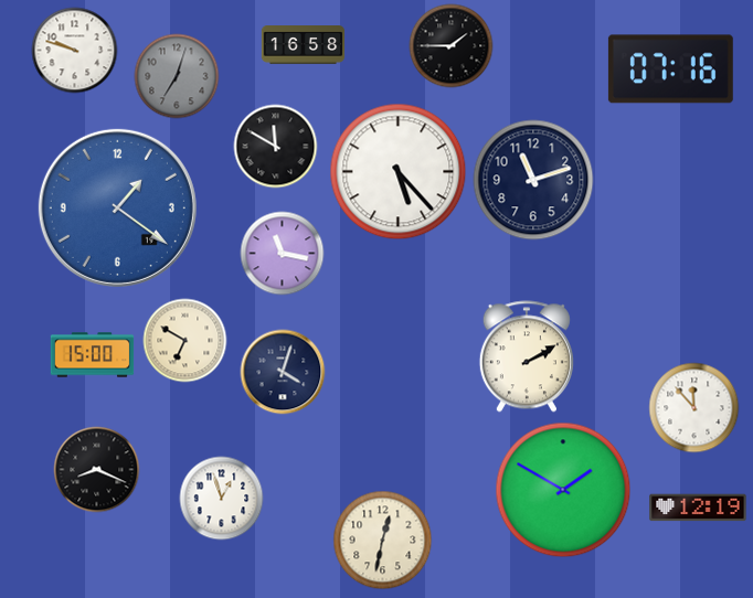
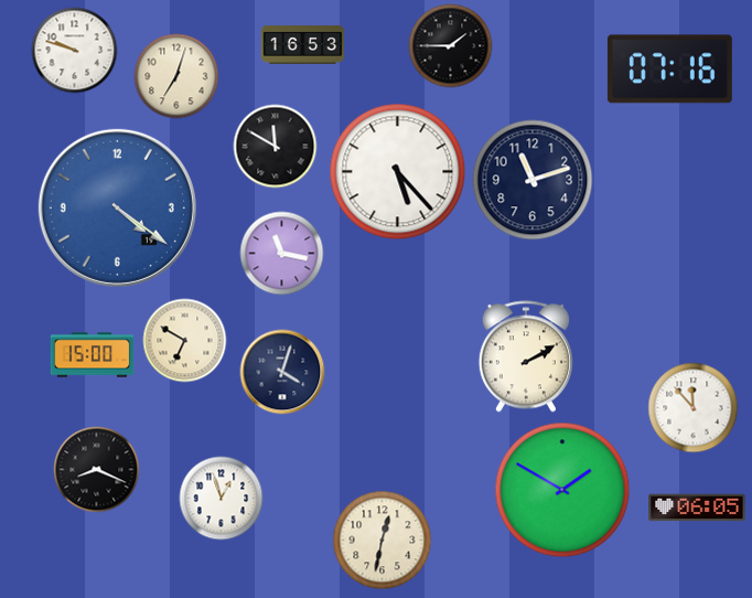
clock at (304, 45): 16:58 -> 16:53
clock at (177, 76) dial: grey -> cream
clock at (117, 207): 1:21 -> 4:21
clock at (698, 508): 12:19 -> 06:05
